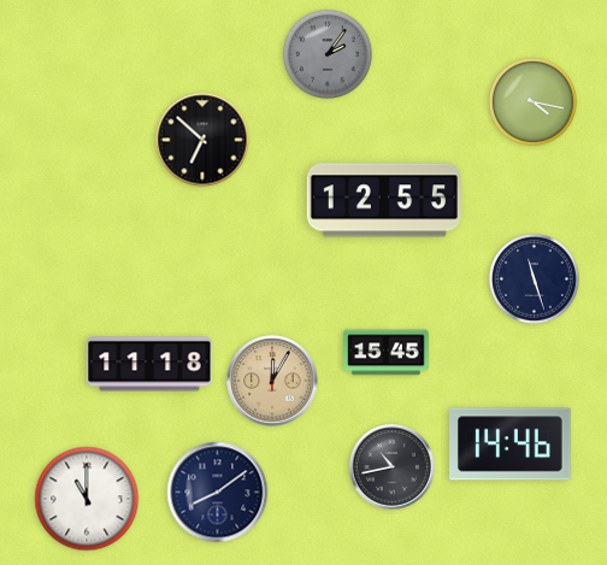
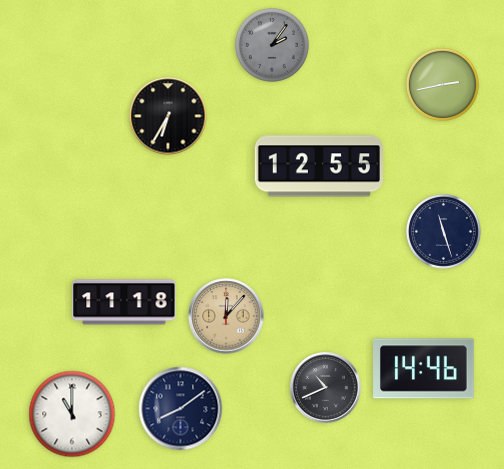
clock at (532, 101): 4:17 -> 2:43
clock at (202, 140): 6:52 -> 6:35
clock at (387, 353): 15:45 -> none
clock at (272, 381): 12:05 -> 12:07
clock at (393, 467): 10:43 -> 10:41
